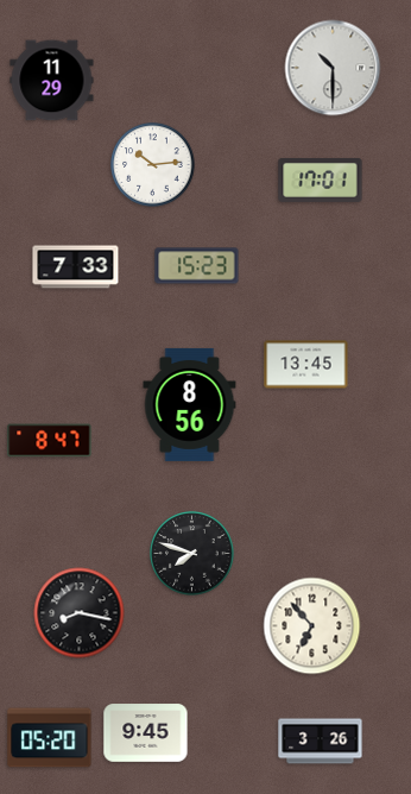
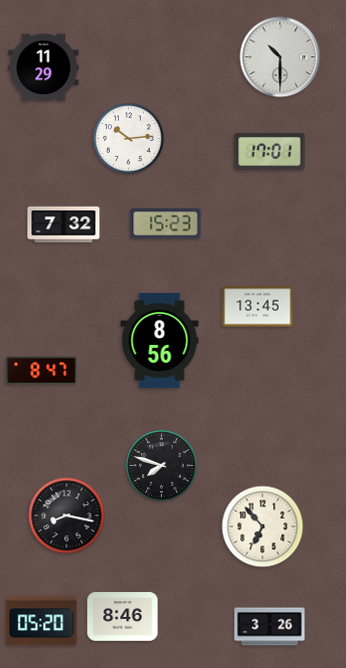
clock at (76, 267): 7:33 -> 7:32
clock at (146, 733): 9:45 -> 8:46
clock at (321, 742) position: (321, 742) -> (270, 627)
